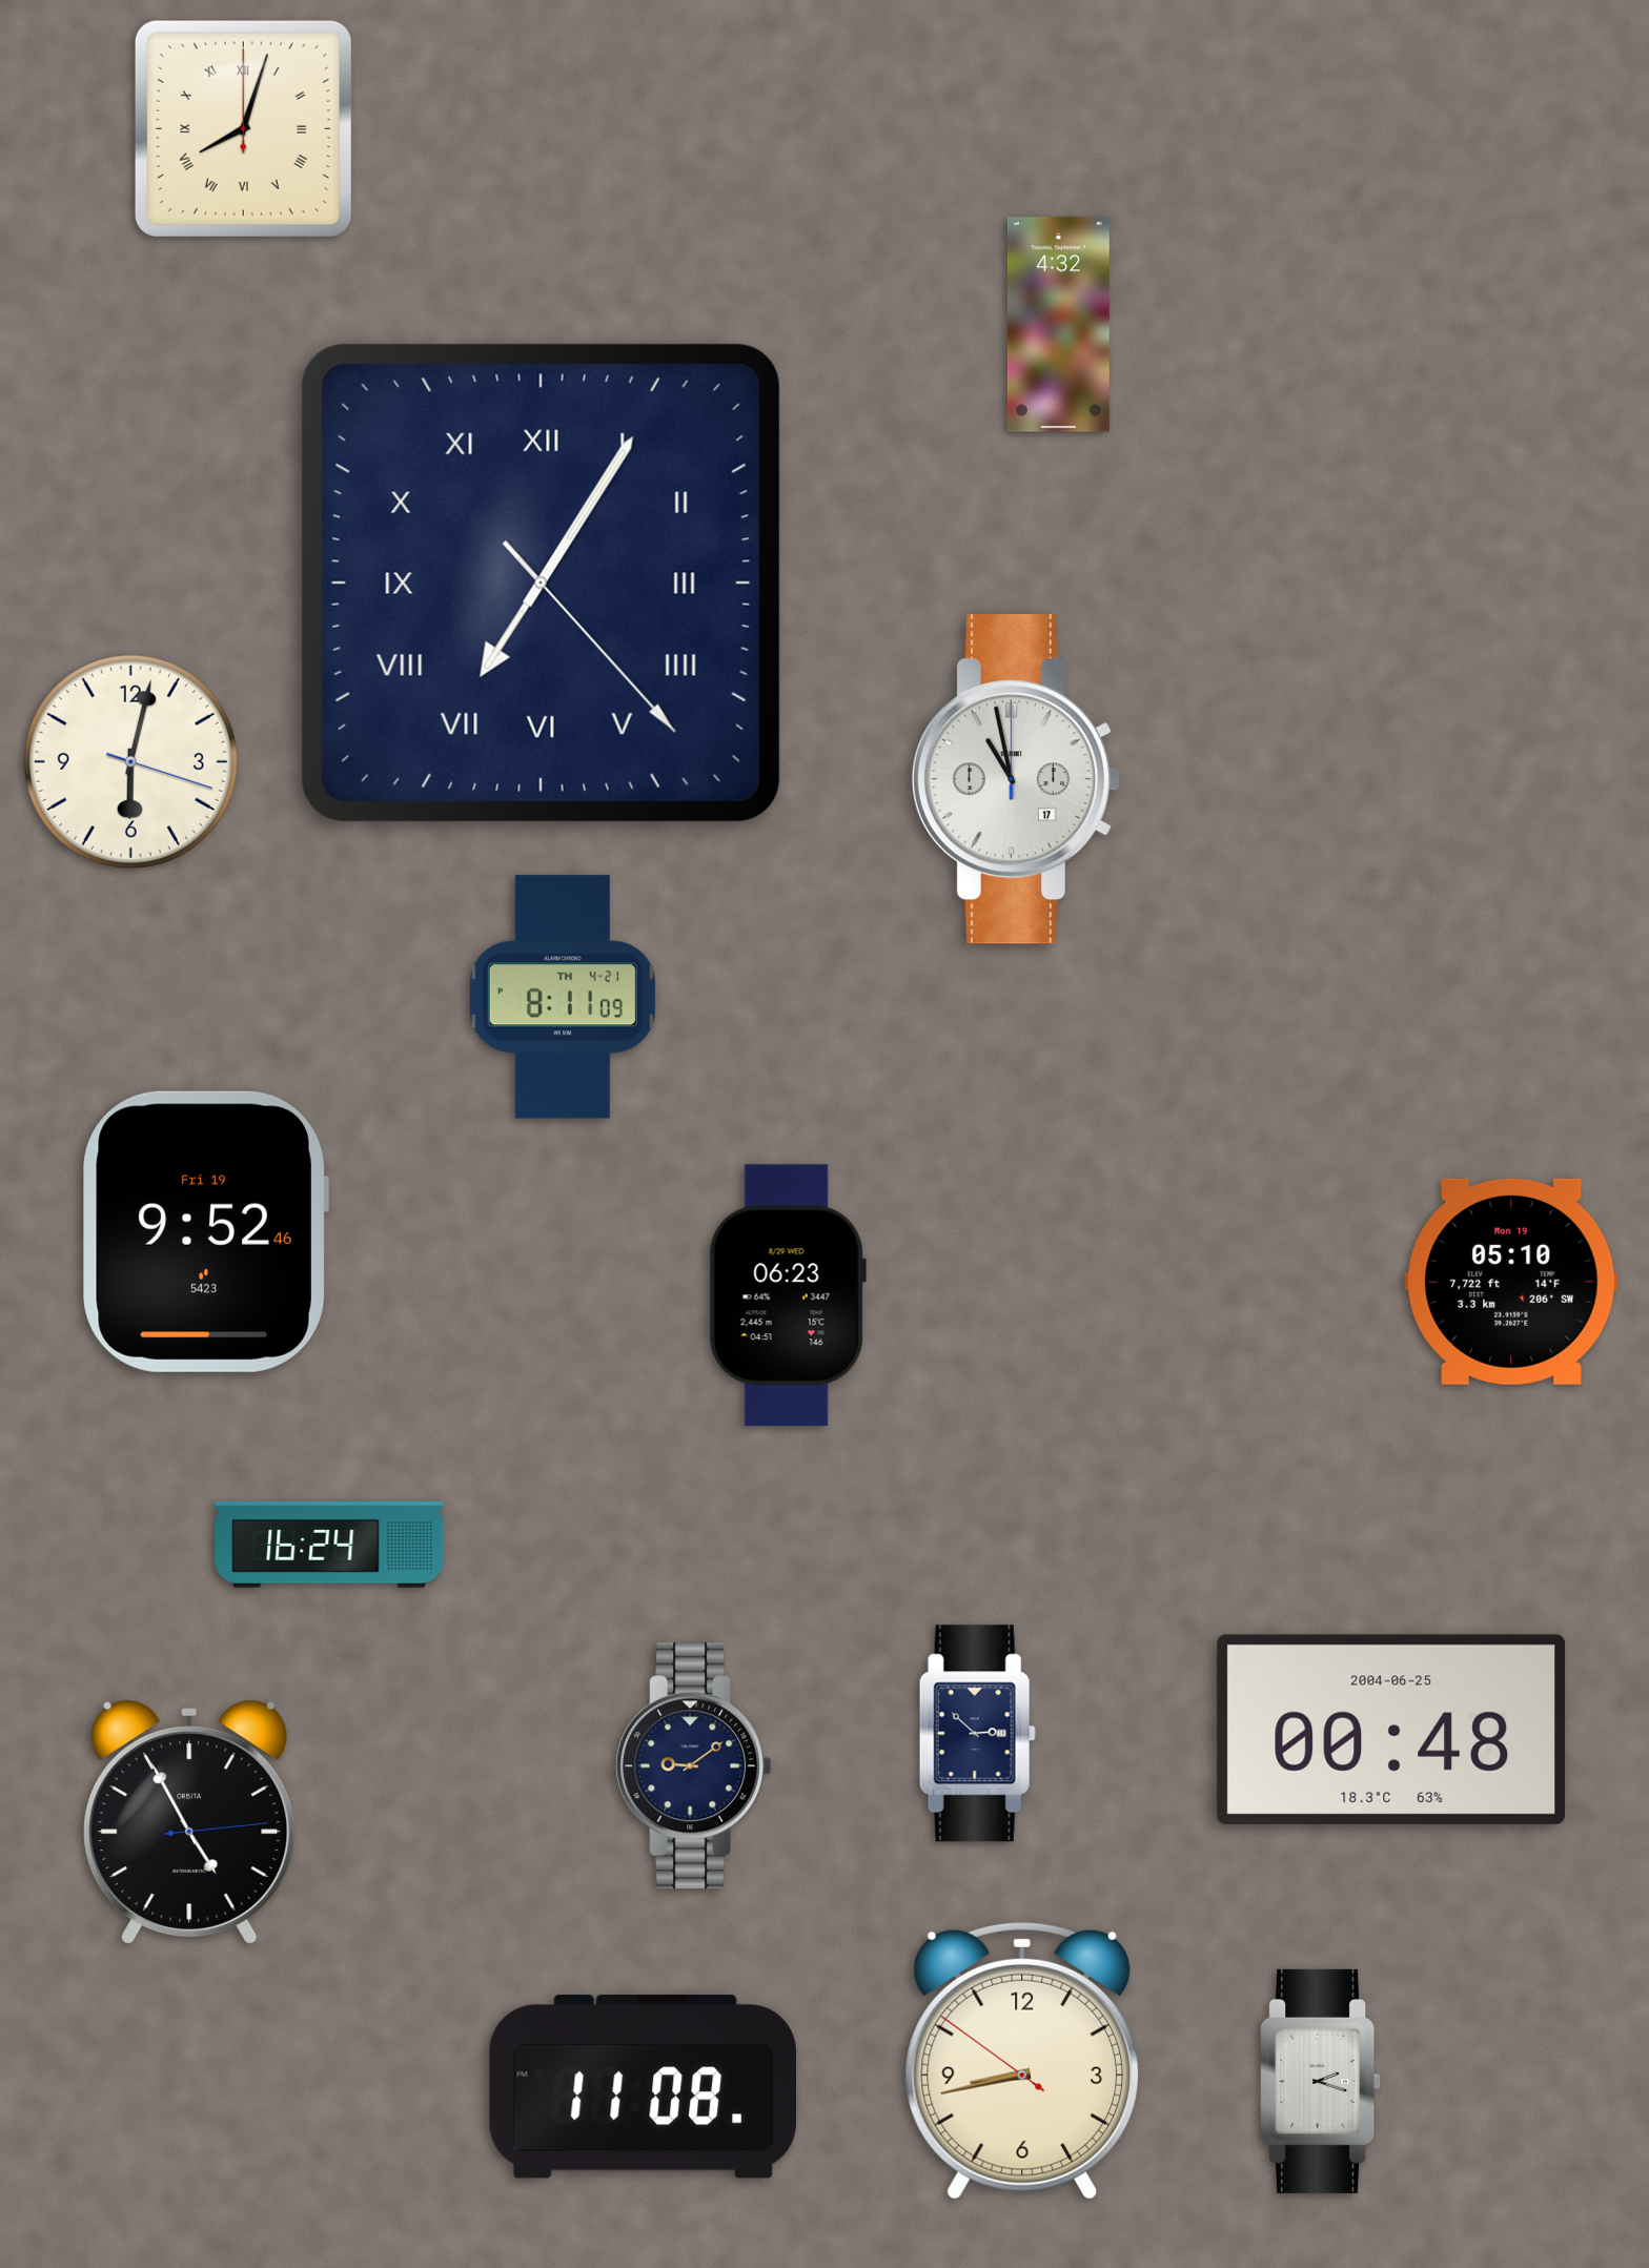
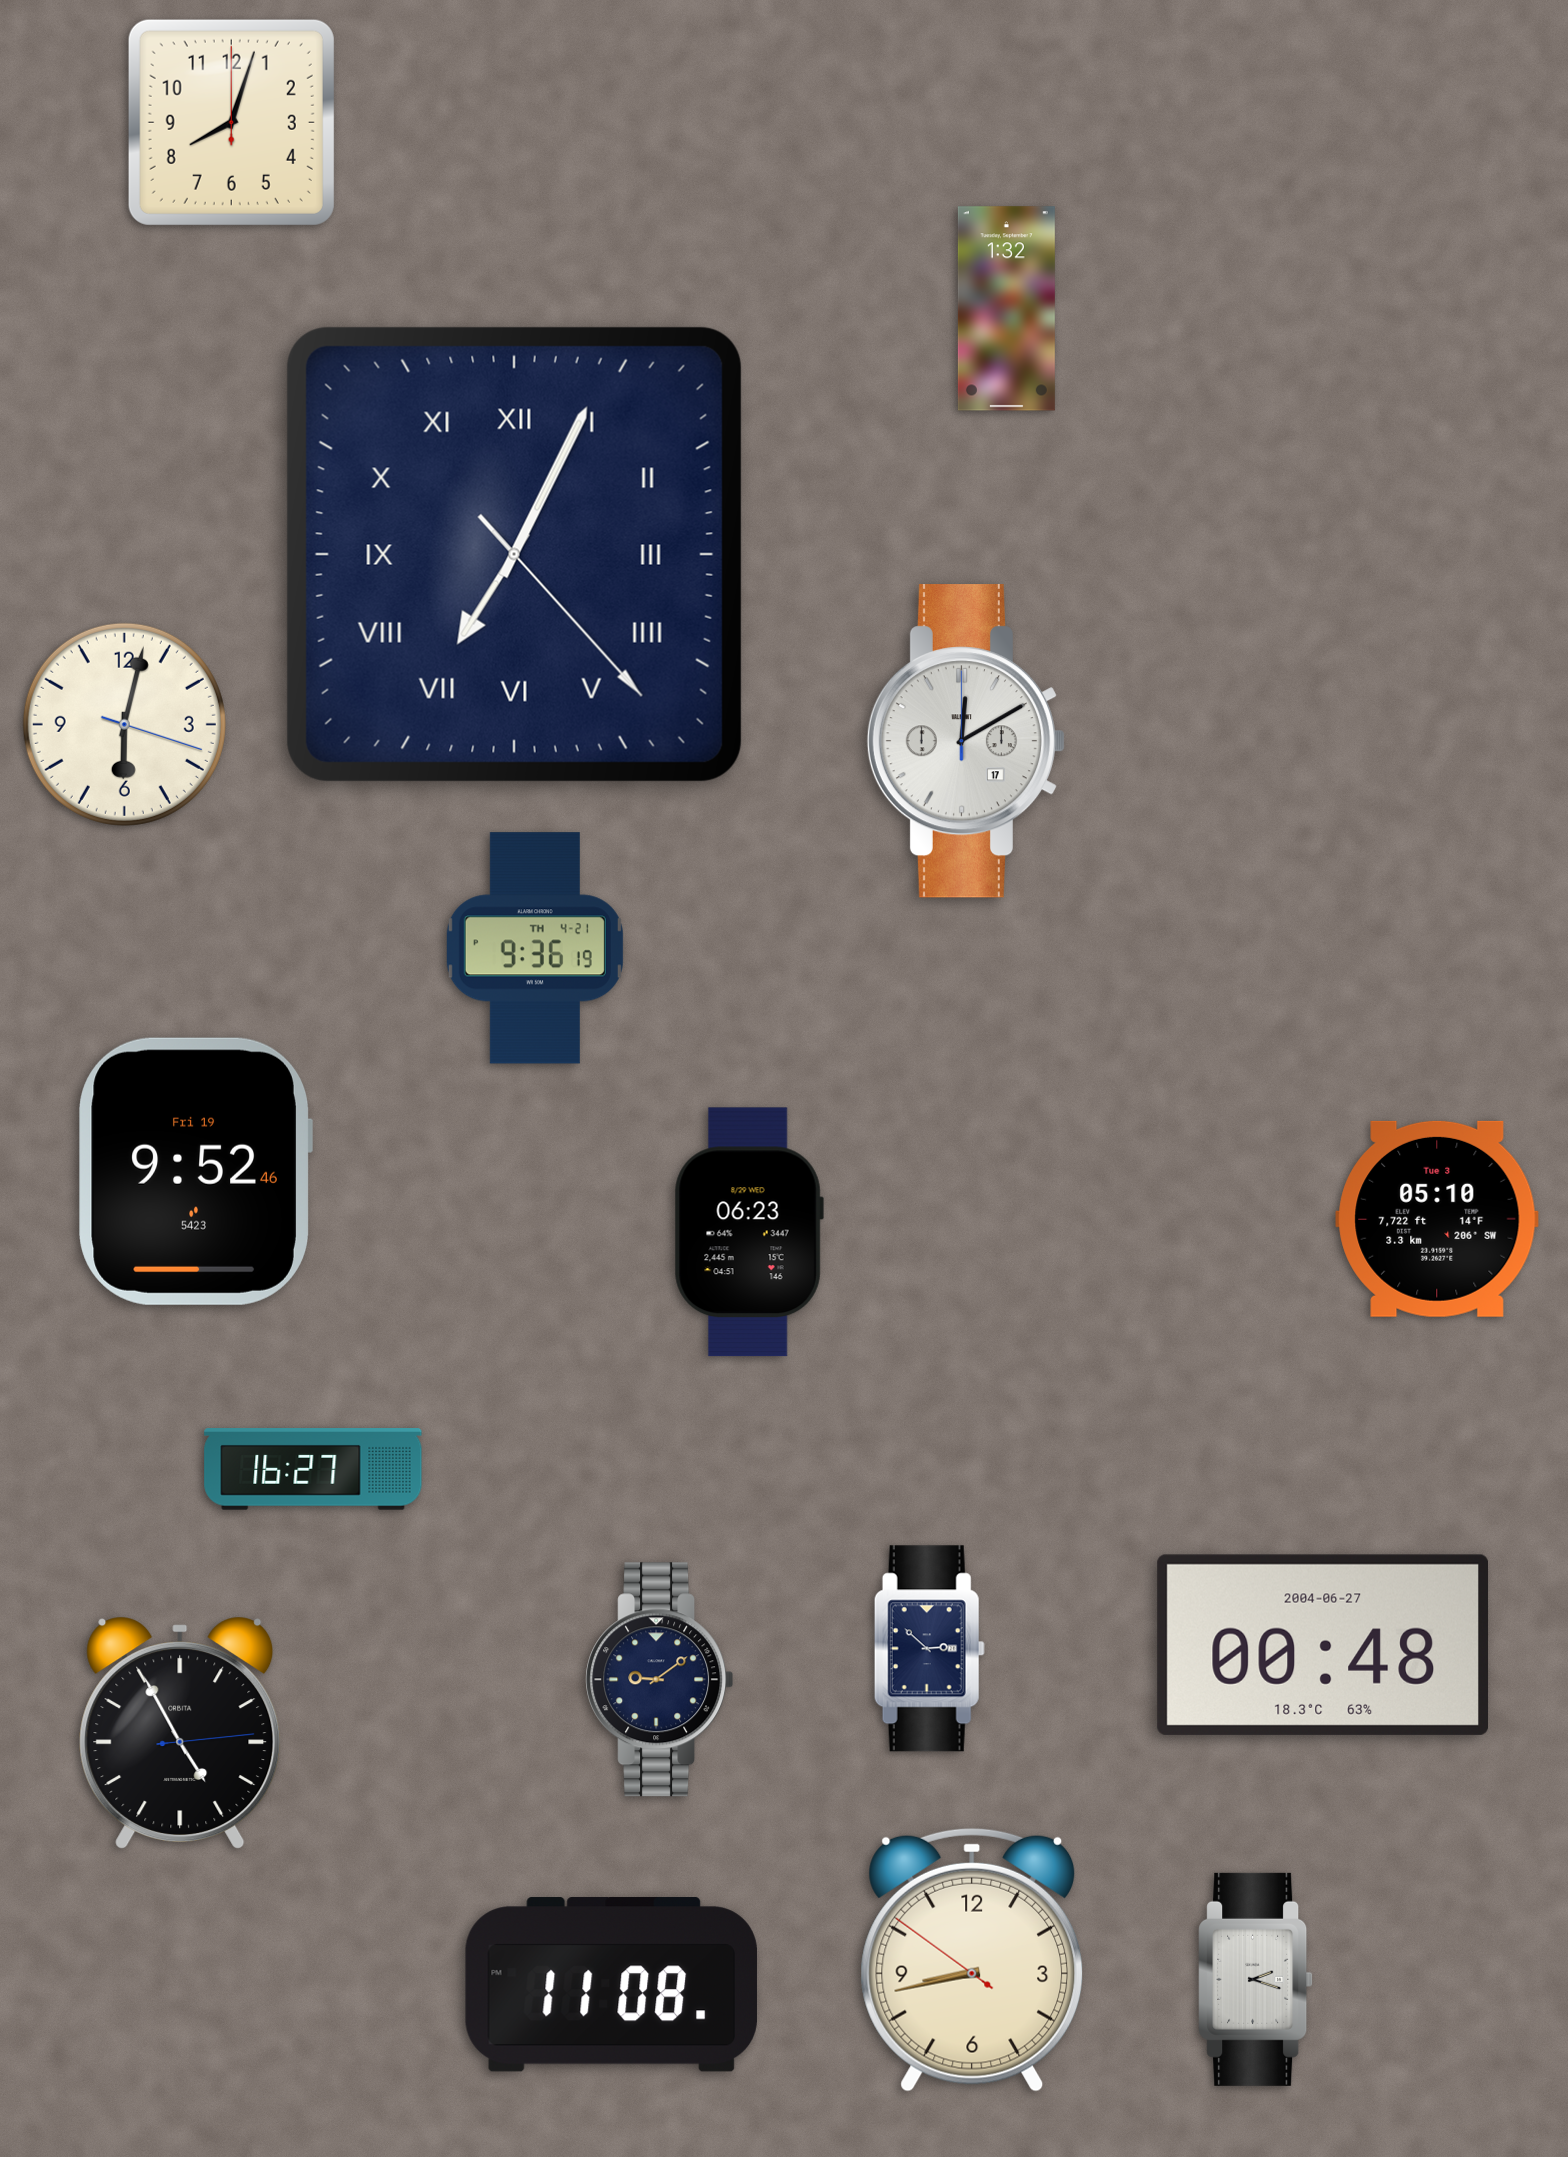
clock at (243, 128) numerals: Roman -> Arabic
clock at (1058, 325): 4:32 -> 1:32
clock at (541, 583): 7:05 -> 7:04
clock at (1016, 779): 10:58 -> 12:10
clock at (563, 997): 8:11 -> 9:36
clock at (1511, 1282) date: Mon 19 -> Tue 3
clock at (329, 1545): 16:24 -> 16:27
clock at (1391, 1730) date: 2004-06-25 -> 2004-06-27
